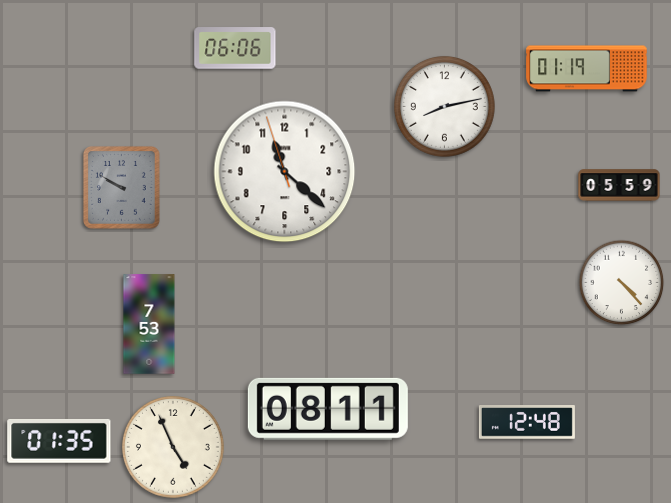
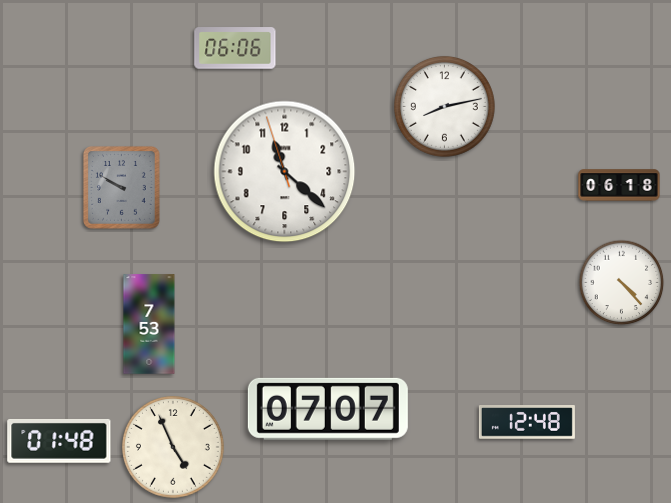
clock at (587, 69): 01:19 -> none
clock at (619, 185): 05:59 -> 06:18
clock at (328, 409): 08:11 -> 07:07
clock at (59, 441): 01:35 -> 01:48
